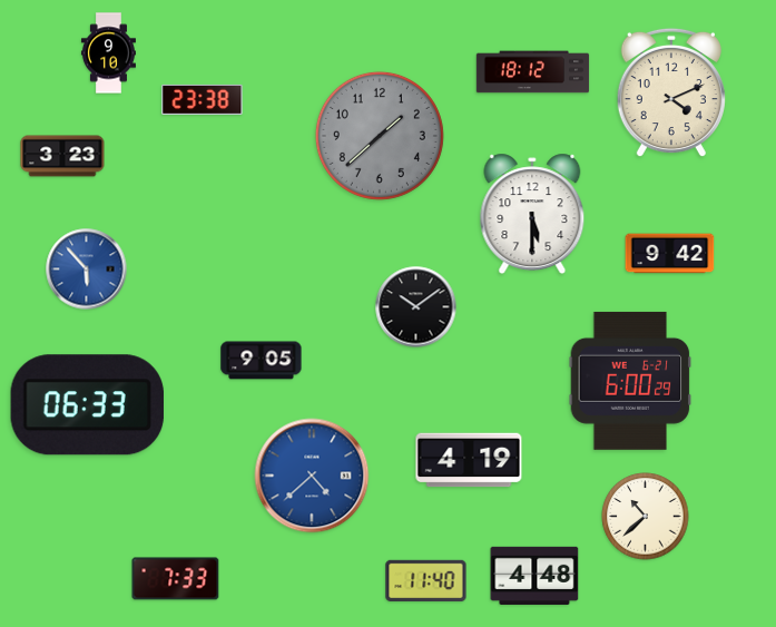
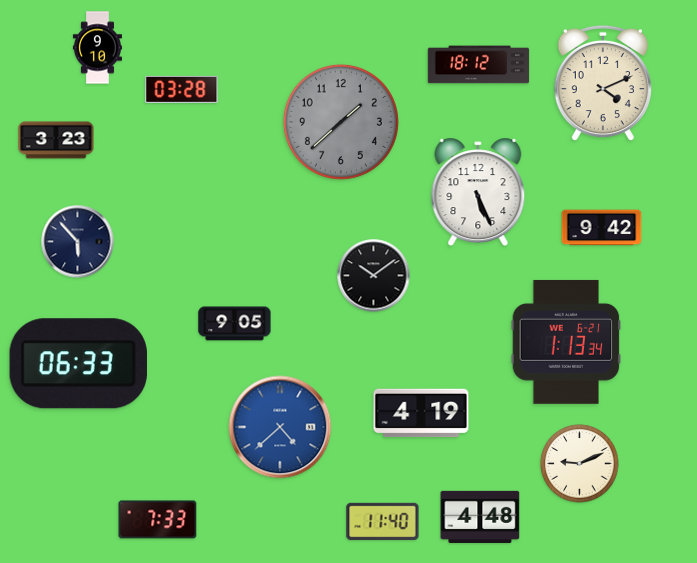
clock at (203, 99): 23:38 -> 03:28
clock at (532, 214): 5:30 -> 5:26
clock at (87, 270) dial: blue -> navy
clock at (630, 381): 6:00 -> 1:13
clock at (646, 517): 10:38 -> 9:11
